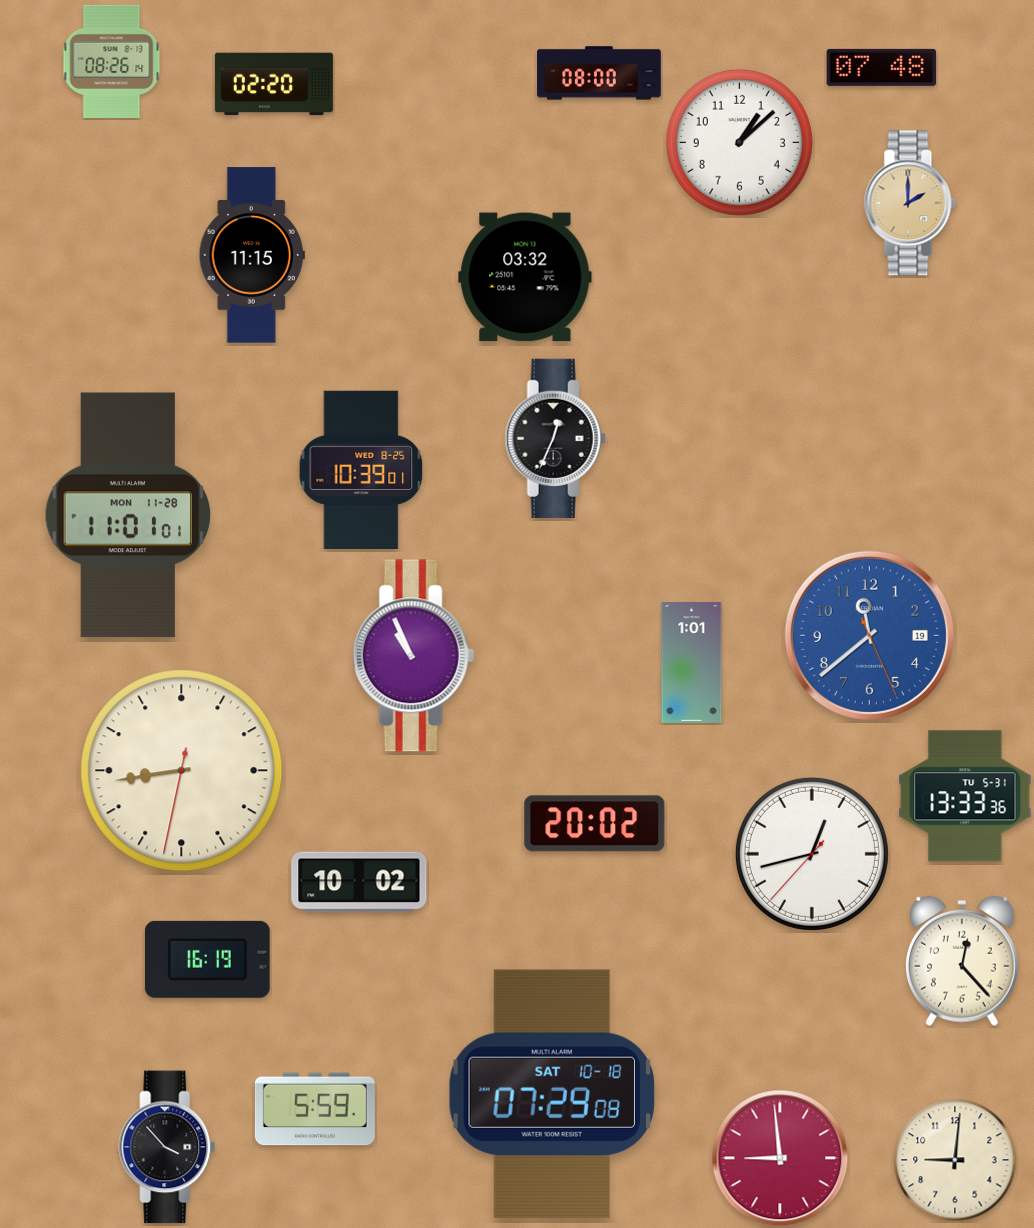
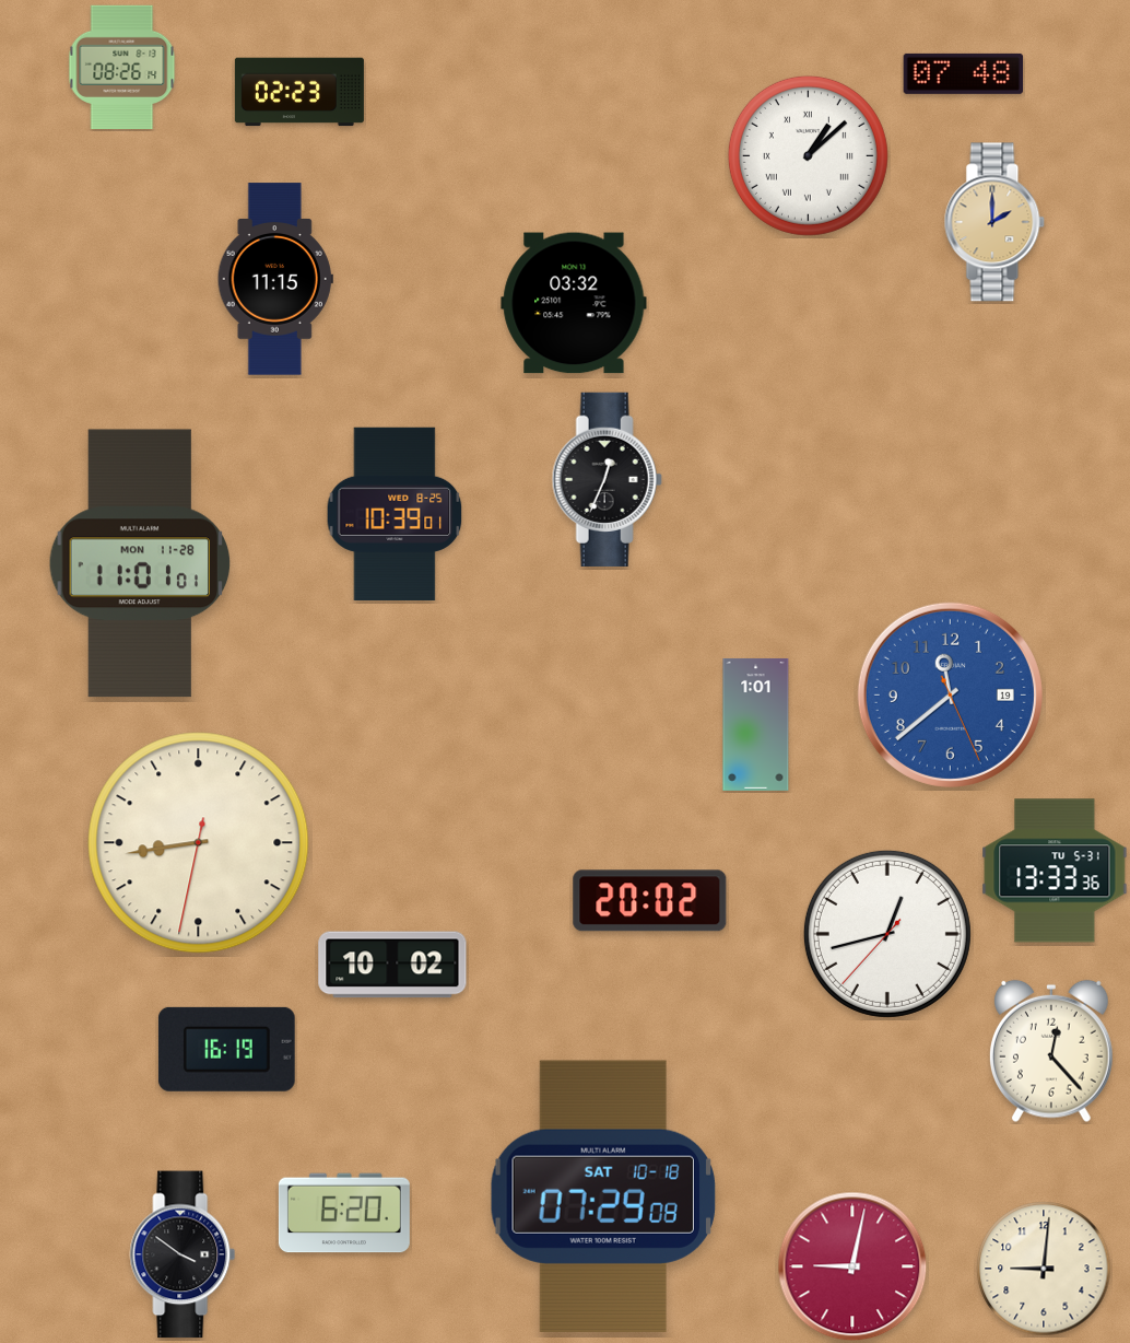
clock at (599, 73): 08:00 -> none
clock at (274, 84): 02:20 -> 02:23
clock at (739, 142) numerals: Arabic -> Roman
clock at (413, 656): 10:56 -> none
clock at (315, 1109): 5:59 -> 6:20
clock at (167, 1147): 3:53 -> 3:51
clock at (780, 1158): 8:59 -> 9:02
